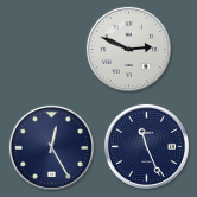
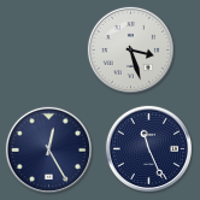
clock at (128, 49): 2:49 -> 3:27
clock at (51, 147) position: (51, 147) -> (48, 149)
